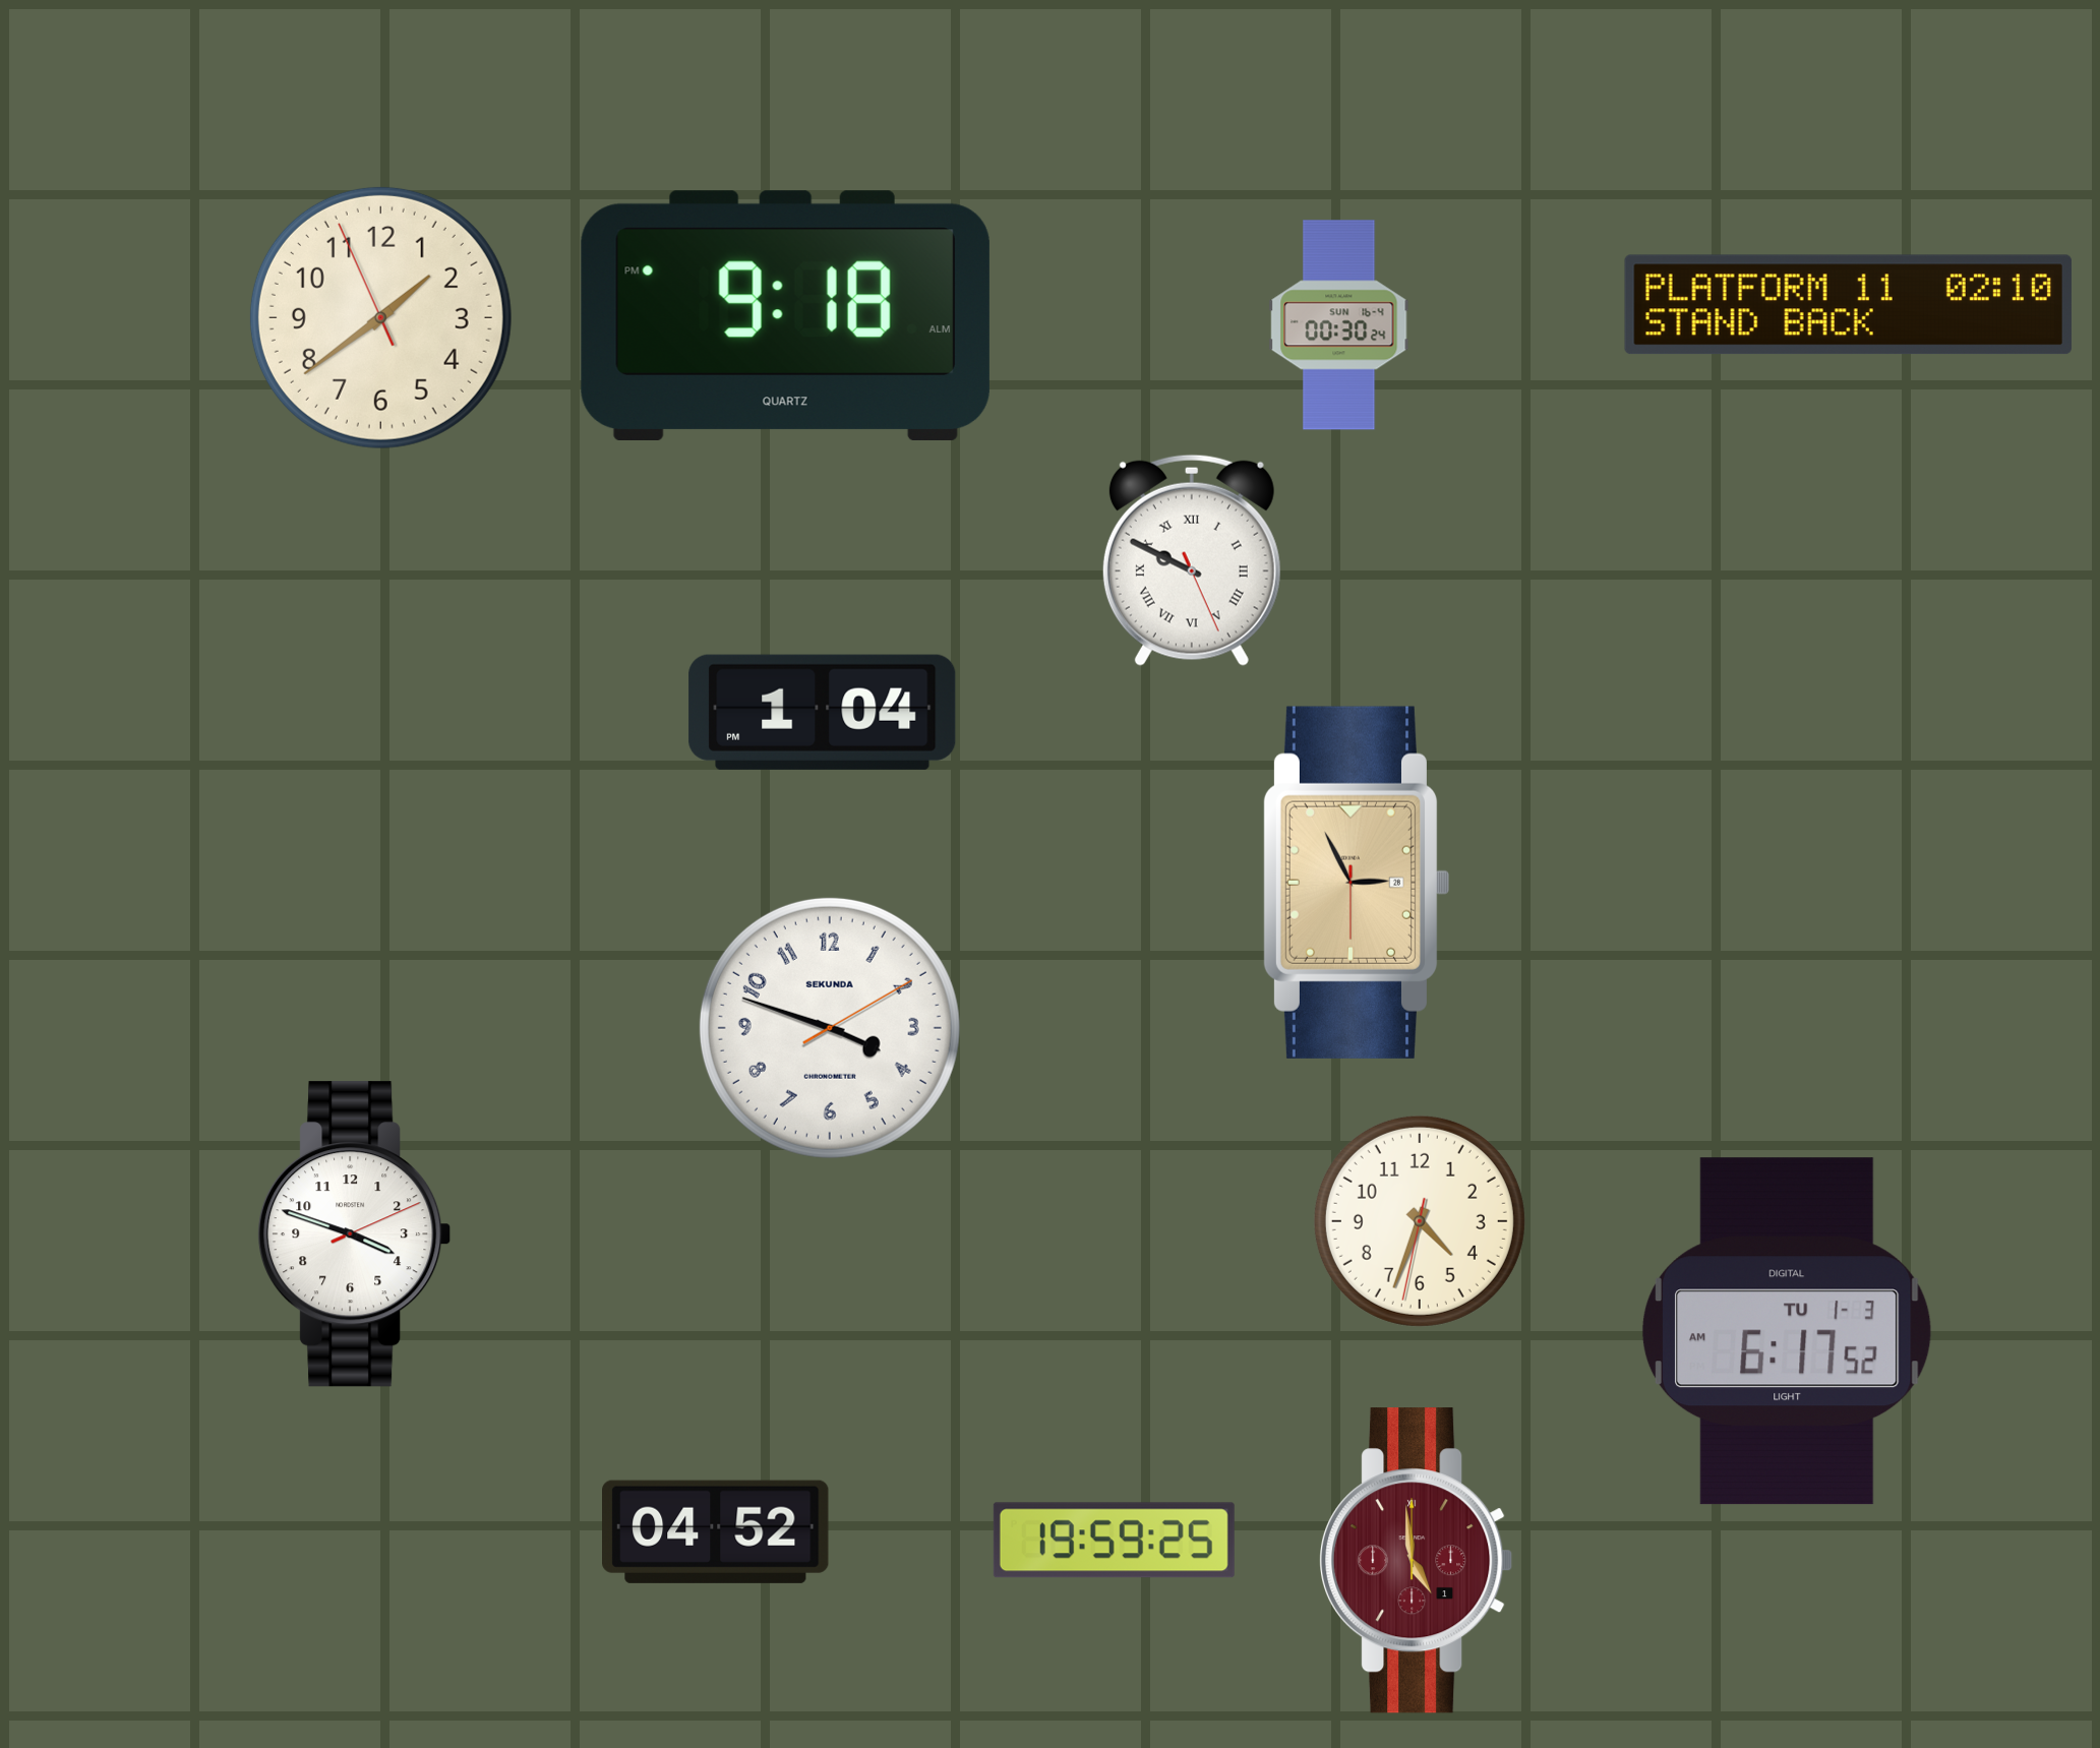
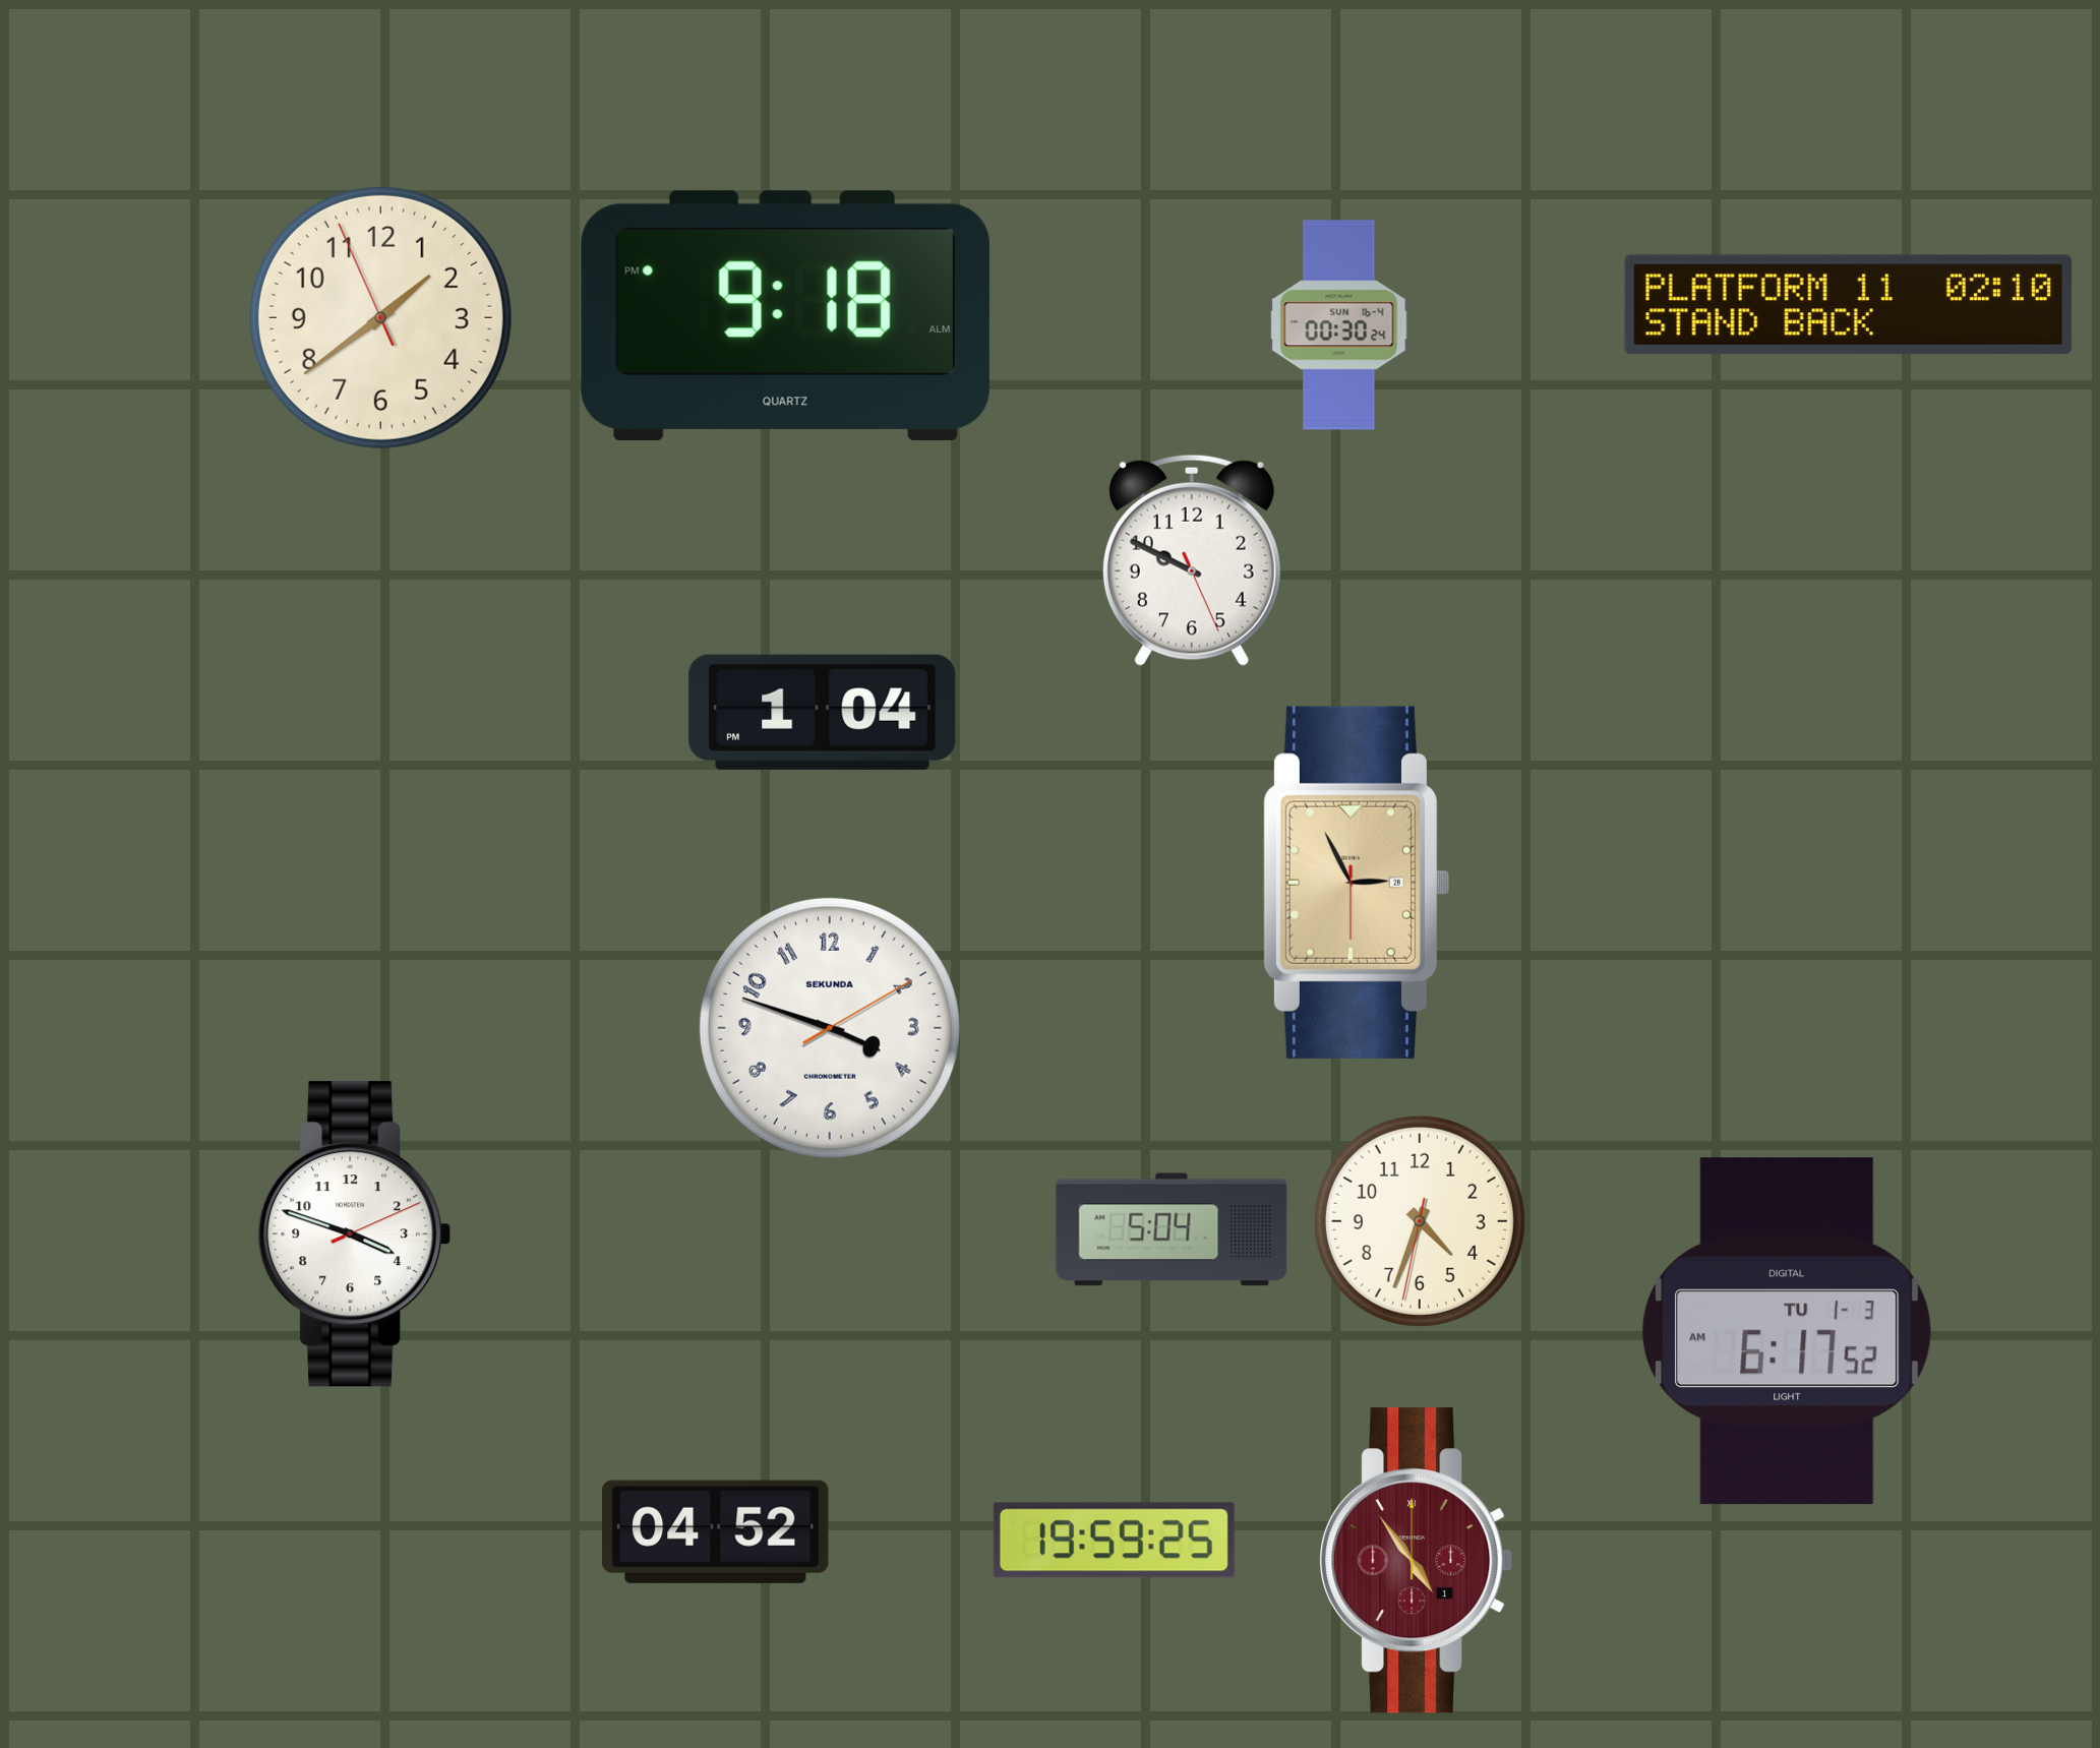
clock at (1192, 560) numerals: Roman -> Arabic
clock at (1172, 1229): none -> 5:04
clock at (1417, 1561): 4:59 -> 4:54
